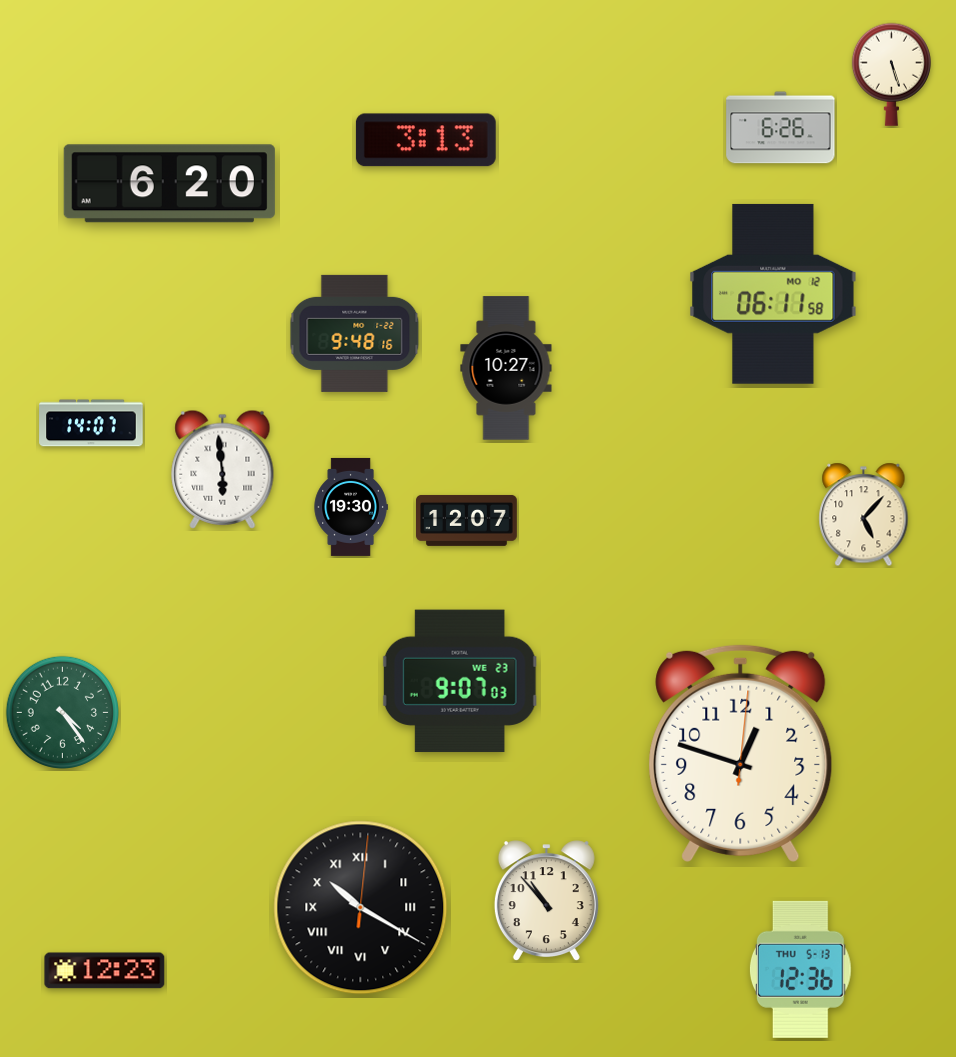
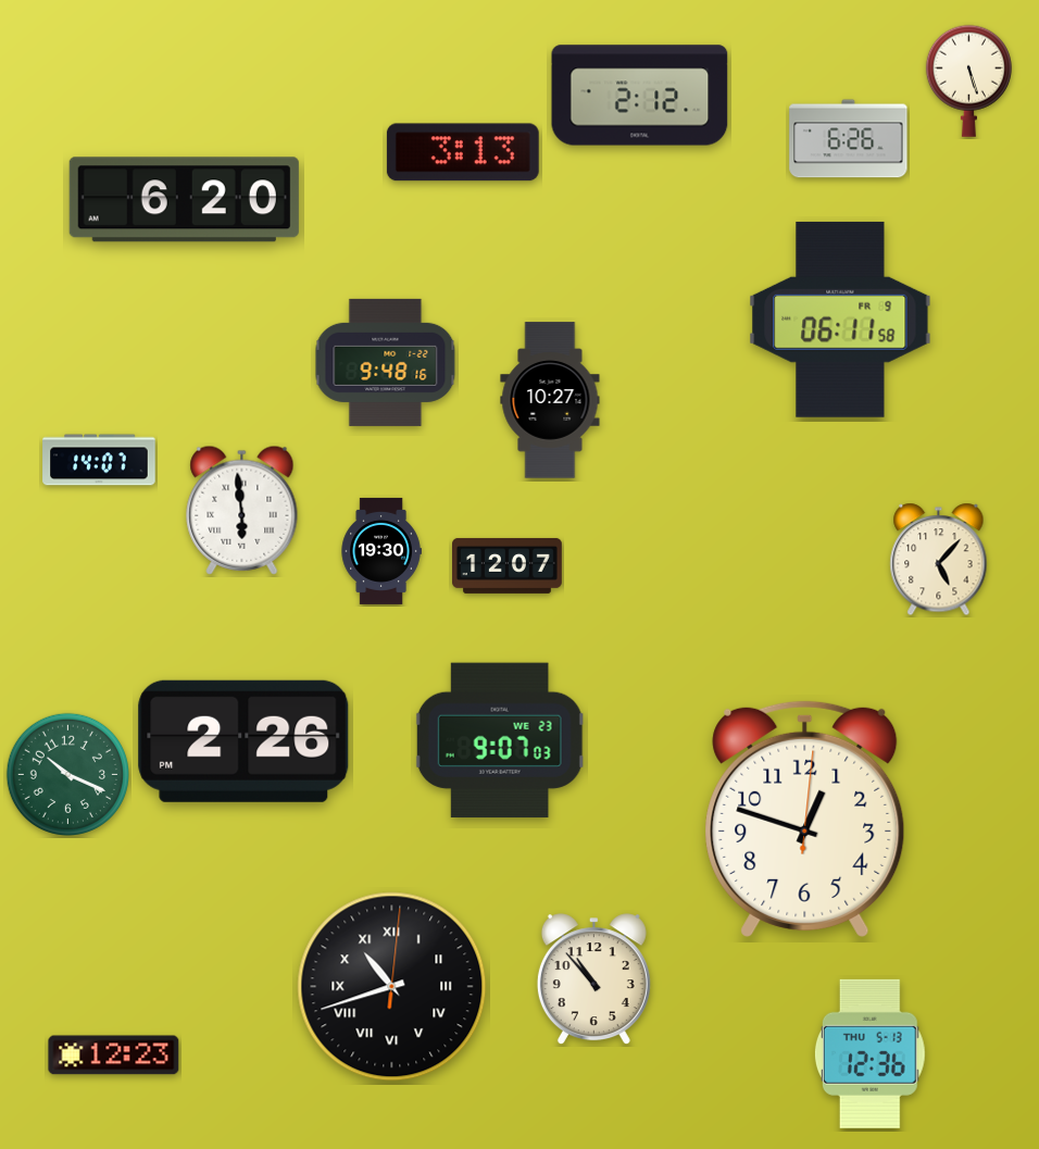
clock at (640, 96): none -> 2:12
clock at (773, 294) date: MO 12 -> FR 9
clock at (243, 741): none -> 2:26
clock at (62, 712): 4:24 -> 10:19
clock at (361, 908): 10:20 -> 10:42
